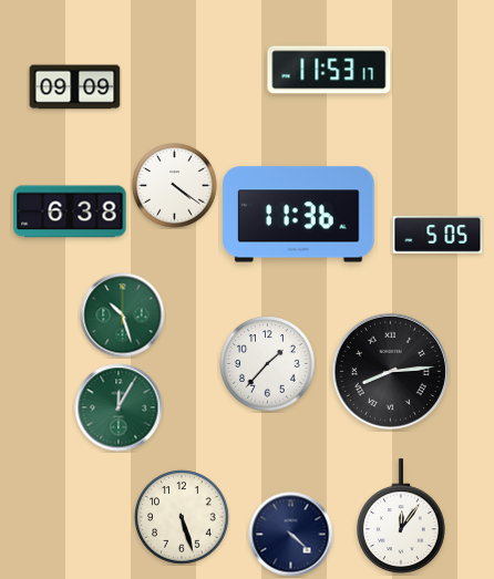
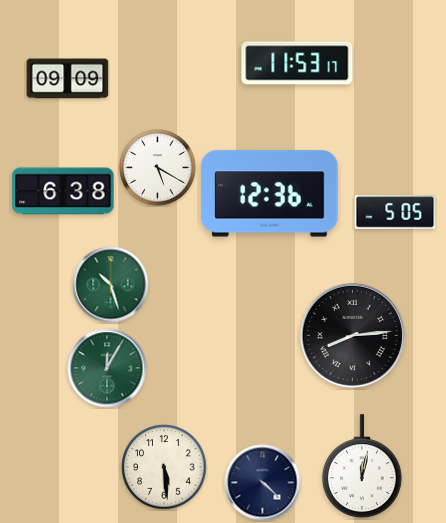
clock at (175, 186): 4:21 -> 5:20
clock at (299, 215): 11:36 -> 12:36
clock at (268, 364): 1:37 -> none
clock at (182, 517): 5:27 -> 5:29
clock at (401, 517): 12:06 -> 12:02
